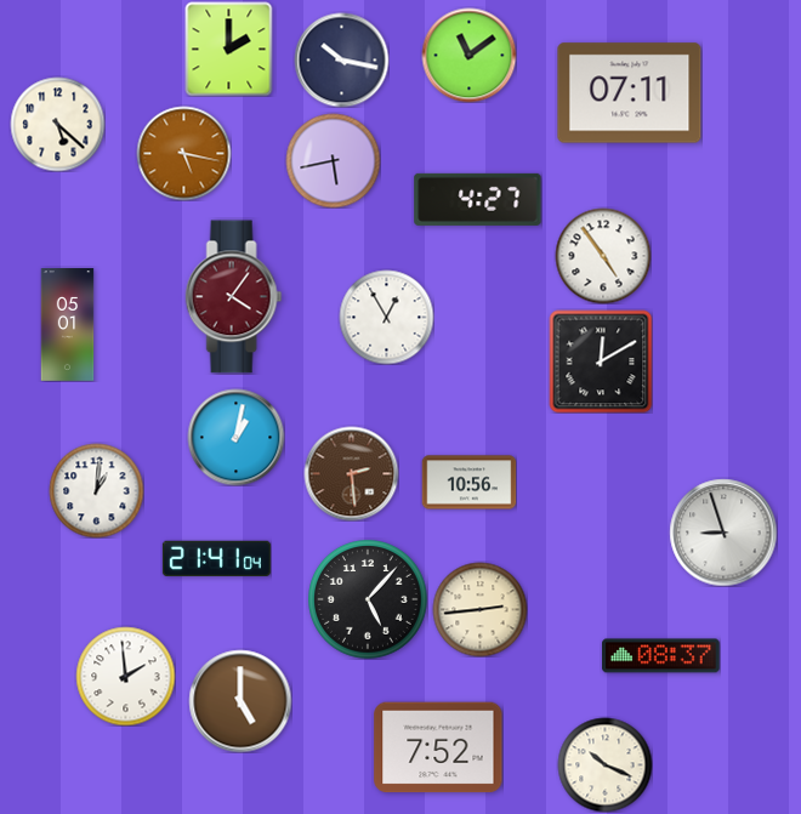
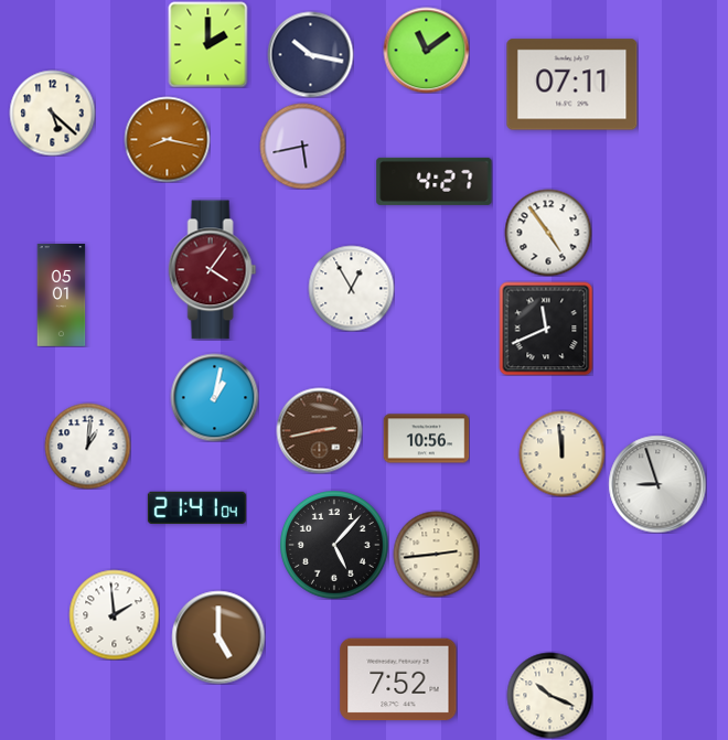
clock at (183, 153): 5:17 -> 8:17
clock at (601, 362): 12:10 -> 11:41
clock at (351, 473): 2:29 -> 2:43
clock at (561, 453): none -> 11:59
clock at (661, 656): 08:37 -> none
